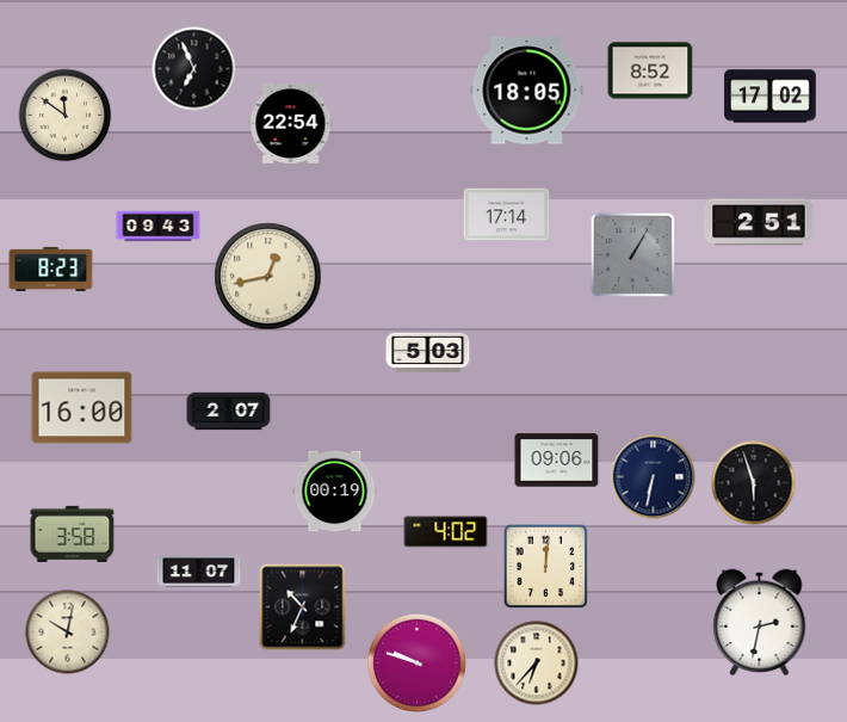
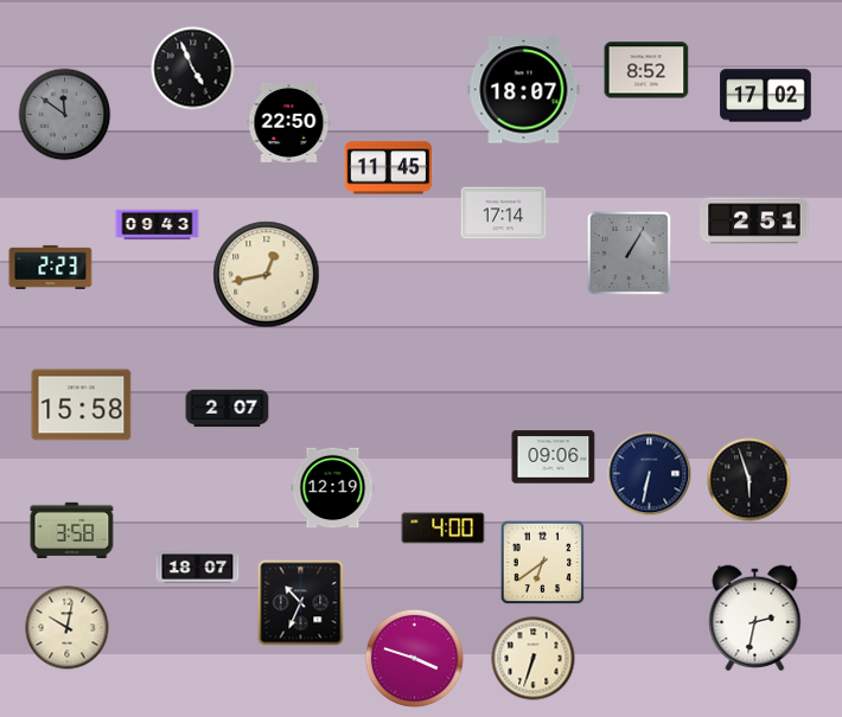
clock at (194, 69): 6:56 -> 4:56
clock at (527, 91): 18:05 -> 18:07
clock at (66, 116) dial: cream -> grey
clock at (291, 123): 22:54 -> 22:50
clock at (389, 168): none -> 11:45
clock at (51, 269): 8:23 -> 2:23
clock at (428, 353): 5:03 -> none
clock at (82, 408): 16:00 -> 15:58
clock at (335, 492): 00:19 -> 12:19
clock at (446, 532): 4:02 -> 4:00
clock at (546, 567): 12:01 -> 6:39
clock at (199, 572): 11:07 -> 18:07
clock at (416, 662): 9:48 -> 3:48
clock at (537, 664): 6:37 -> 6:33
